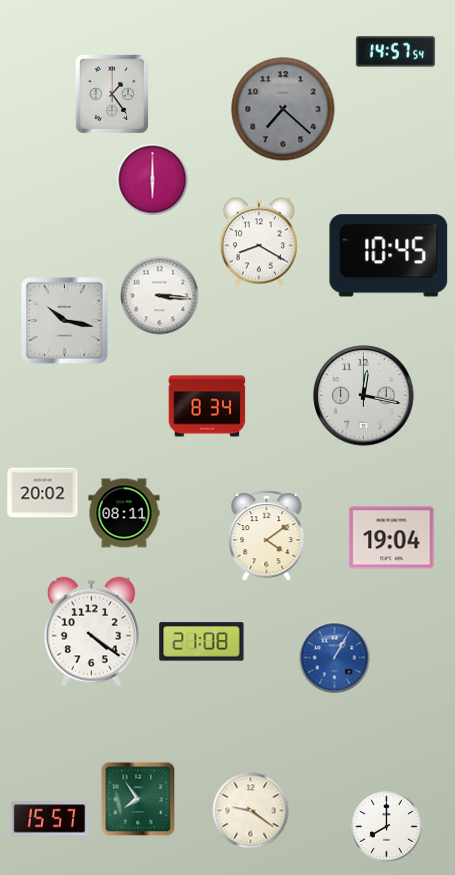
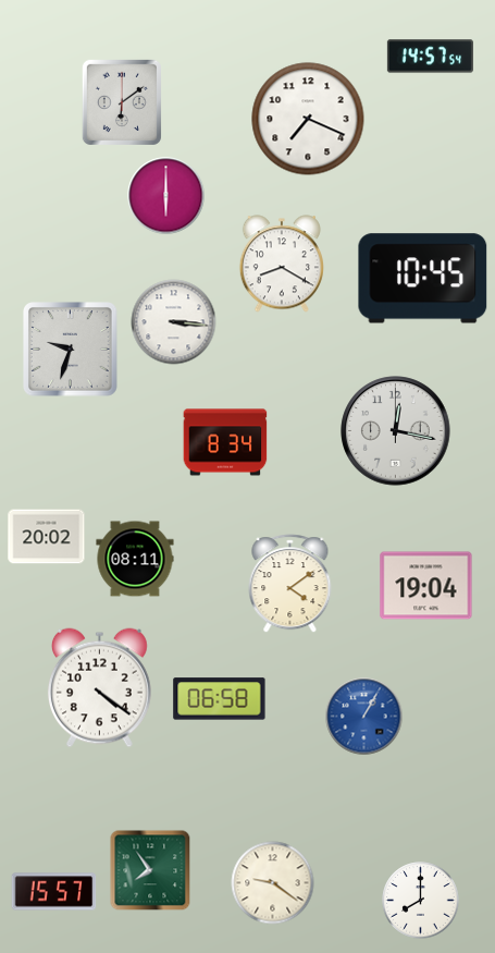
clock at (112, 94): 1:24 -> 6:09
clock at (283, 109): 7:22 -> 7:19
clock at (283, 109) dial: grey -> white
clock at (65, 321): 10:17 -> 9:33
clock at (202, 642): 21:08 -> 06:58
